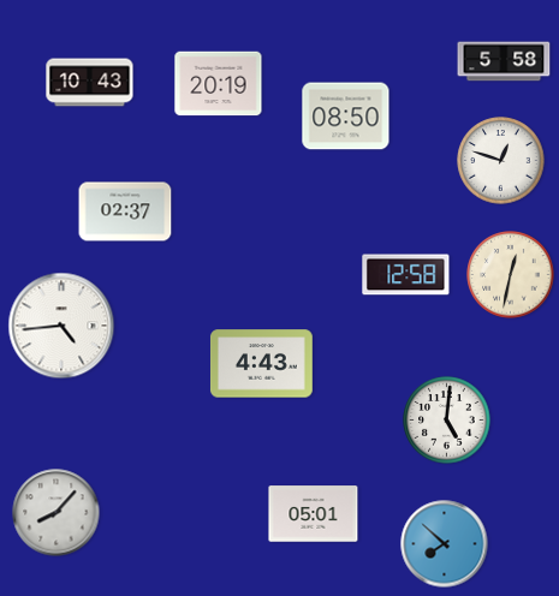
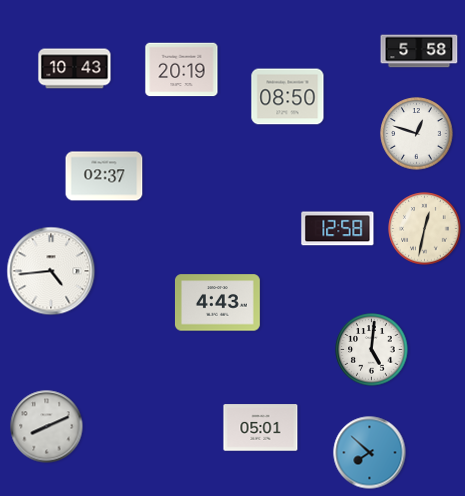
clock at (57, 513): 8:07 -> 8:11
